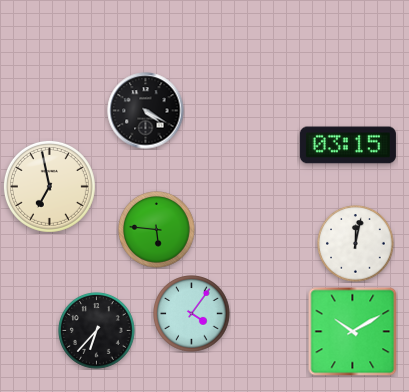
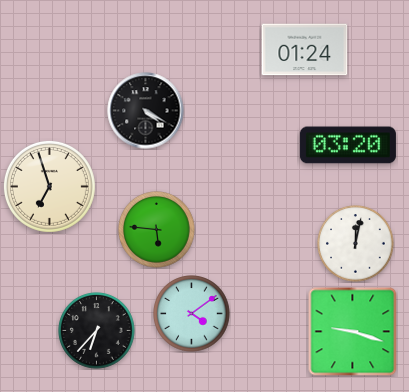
clock at (305, 50): none -> 01:24
clock at (348, 145): 03:15 -> 03:20
clock at (49, 186): 6:58 -> 6:57
clock at (192, 314): 4:06 -> 4:09
clock at (353, 332): 10:10 -> 9:18
